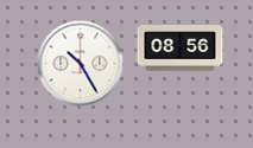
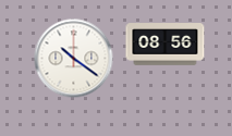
clock at (81, 64): 10:25 -> 10:21
